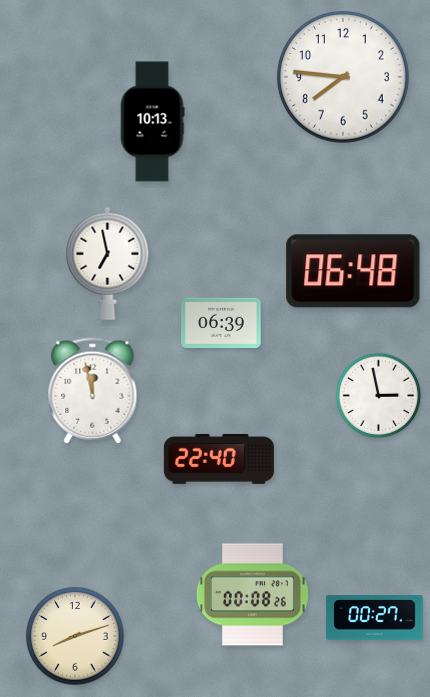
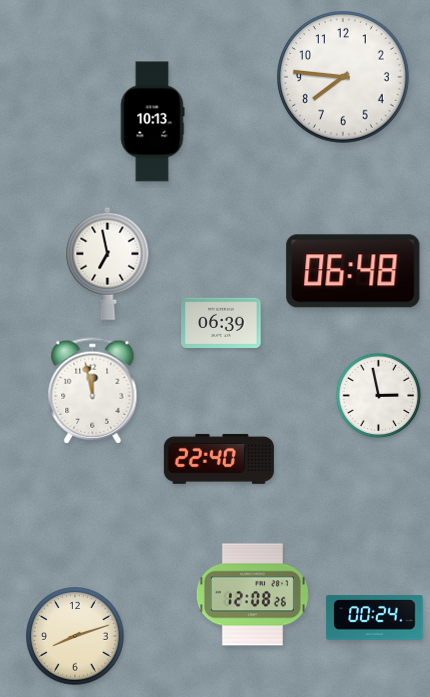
clock at (252, 595): 00:08 -> 12:08
clock at (375, 618): 00:27 -> 00:24
